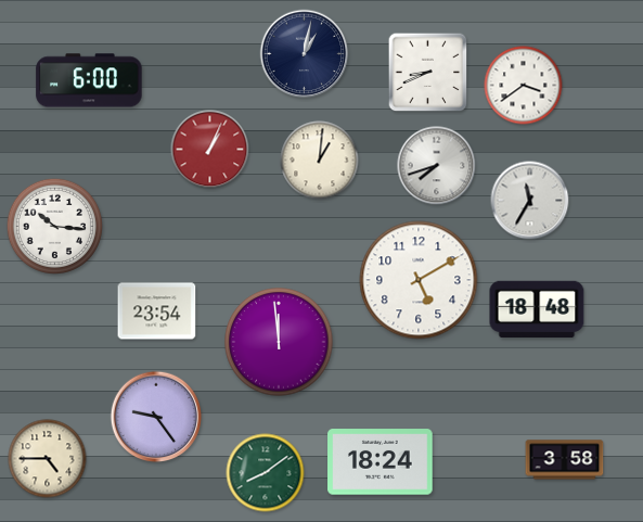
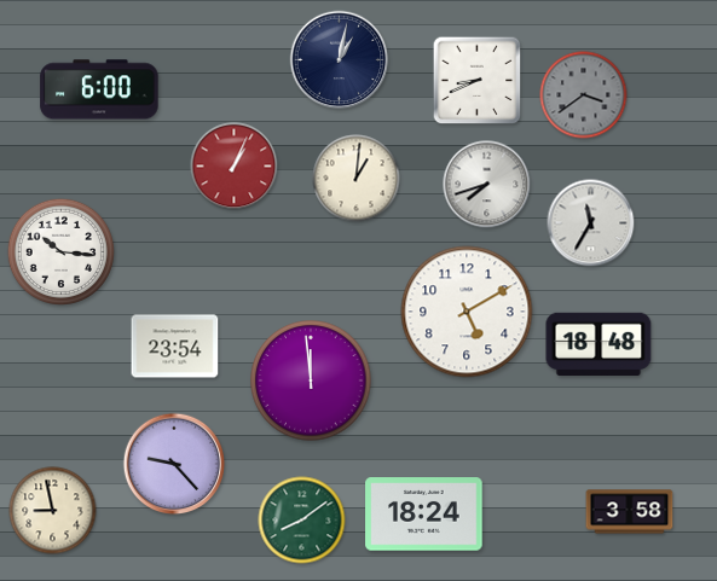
clock at (524, 86) dial: white -> grey
clock at (156, 417): 9:24 -> 9:23
clock at (48, 459): 4:45 -> 8:58
clock at (266, 473) position: (266, 473) -> (302, 521)
